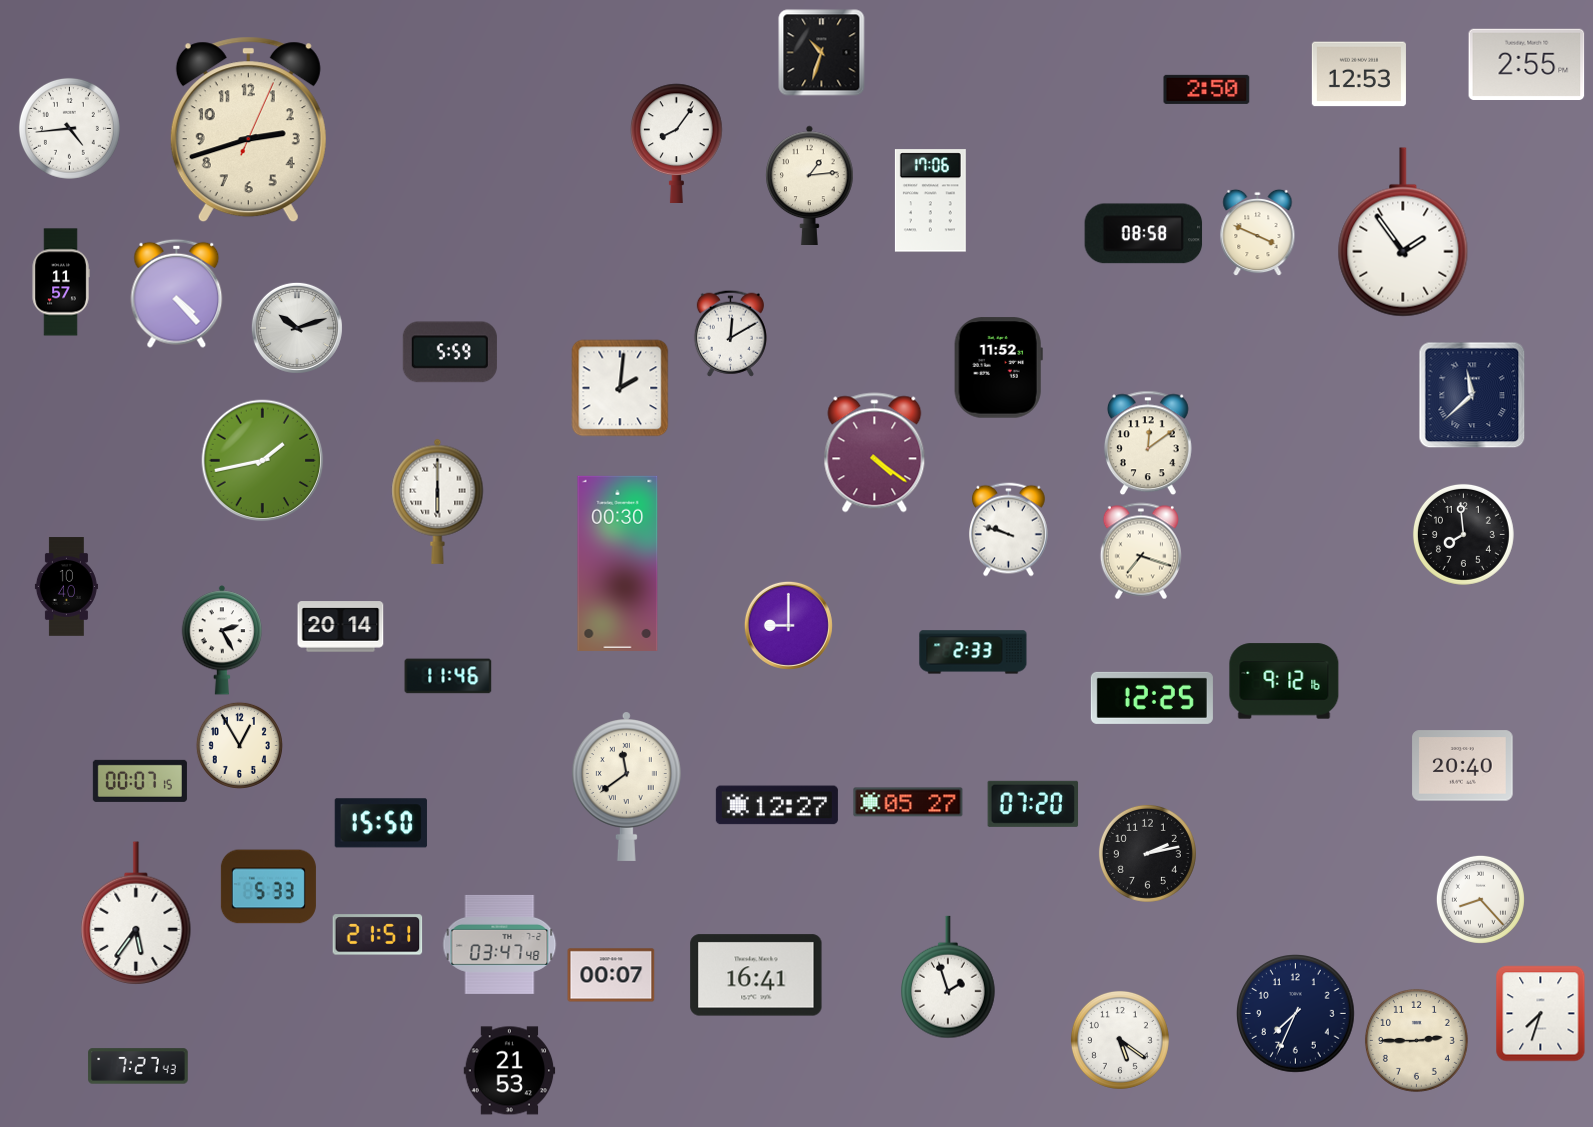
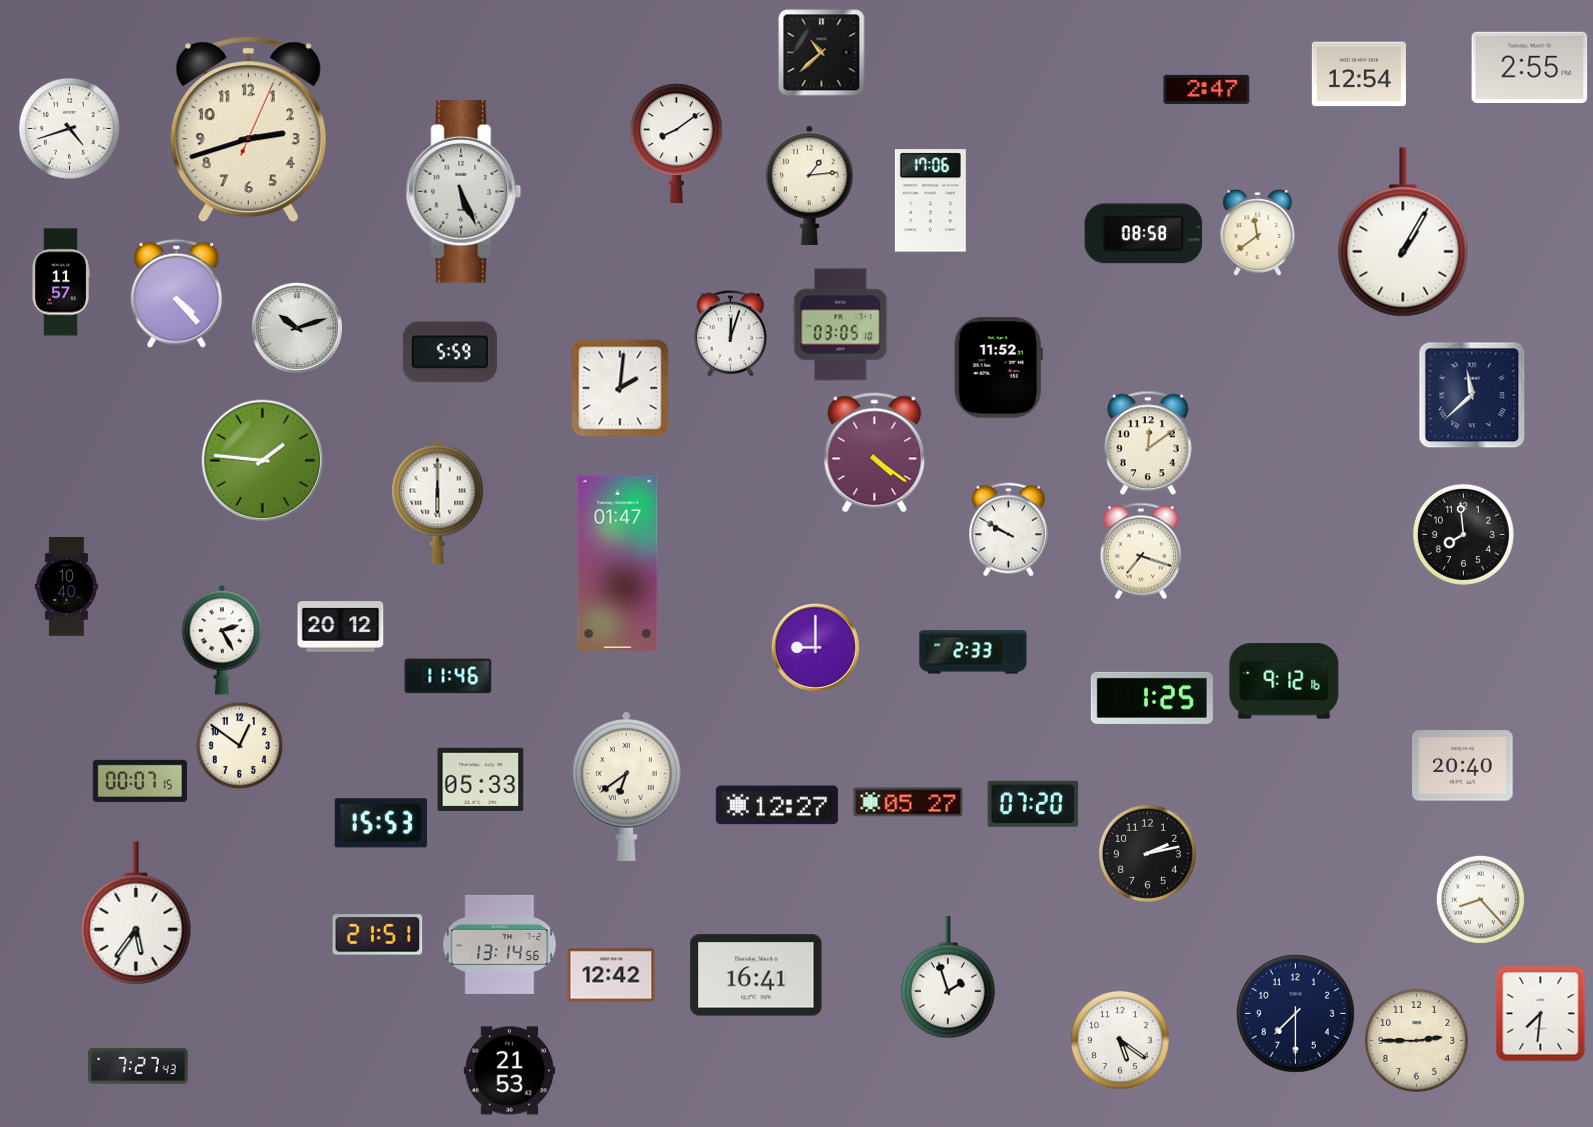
clock at (822, 53): 10:33 -> 10:38
clock at (1527, 64) position: (1527, 64) -> (1530, 67)
clock at (1359, 74): 12:53 -> 12:54
clock at (1207, 89): 2:50 -> 2:47
clock at (69, 128): 4:44 -> 4:42
clock at (677, 143): 8:06 -> 8:09
clock at (464, 192): none -> 5:26
clock at (1403, 232): 1:54 -> 1:05
clock at (1258, 233): 3:49 -> 11:39
clock at (841, 325): none -> 03:05
clock at (730, 333): 12:10 -> 12:03
clock at (263, 461): 1:43 -> 1:46
clock at (1009, 530): 9:48 -> 9:50
clock at (618, 563): 00:30 -> 01:47
clock at (788, 625) position: (788, 625) -> (815, 647)
clock at (341, 627): 20:14 -> 20:12
clock at (1152, 698): 12:25 -> 1:25
clock at (239, 745): 12:55 -> 12:51
clock at (481, 779): none -> 05:33
clock at (626, 786): 11:39 -> 6:39
clock at (381, 823): 15:50 -> 15:53
clock at (268, 887): 5:33 -> none
clock at (500, 944): 03:47 -> 13:14
clock at (611, 975): 00:07 -> 12:42
clock at (1296, 1014): 7:34 -> 7:30
clock at (1541, 1014): 7:33 -> 7:31
